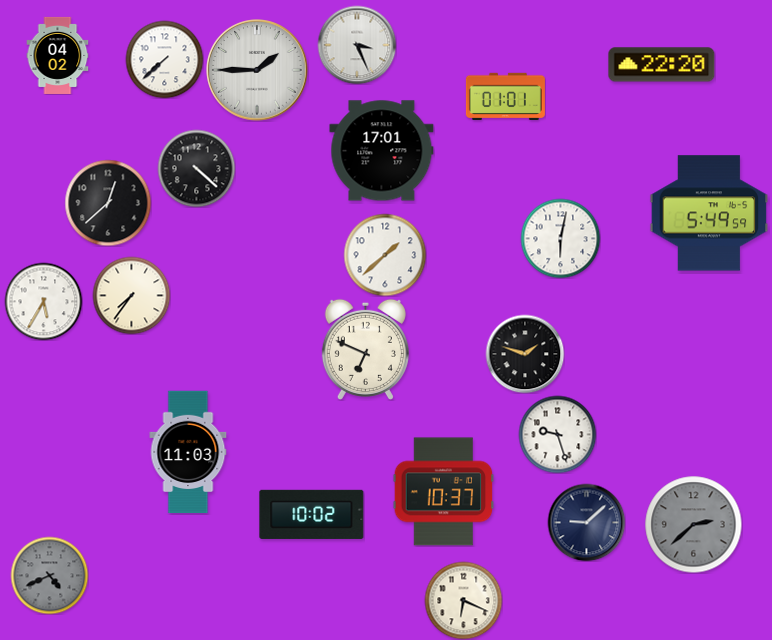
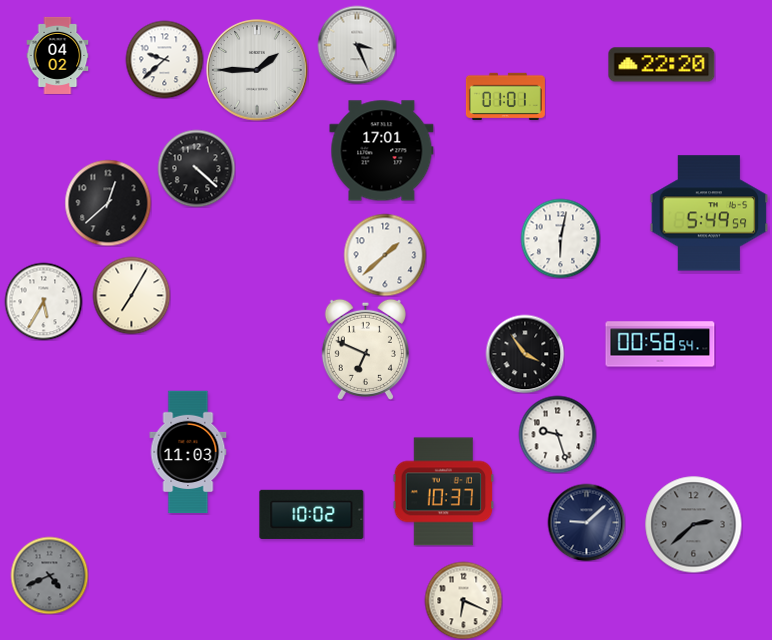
clock at (164, 59): 7:38 -> 9:38
clock at (131, 295): 7:36 -> 7:05
clock at (660, 344): none -> 00:58
clock at (525, 354): 1:48 -> 3:54
